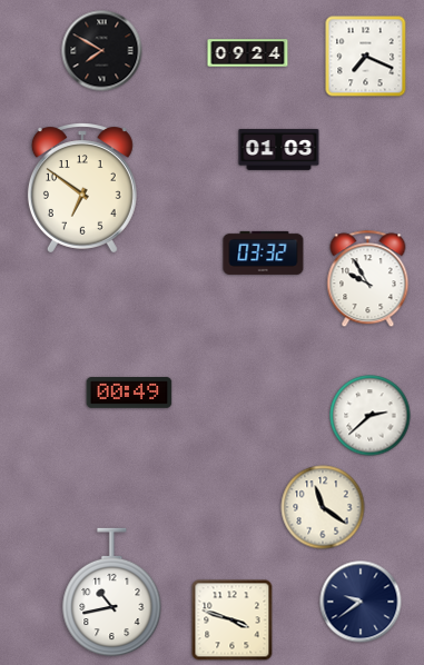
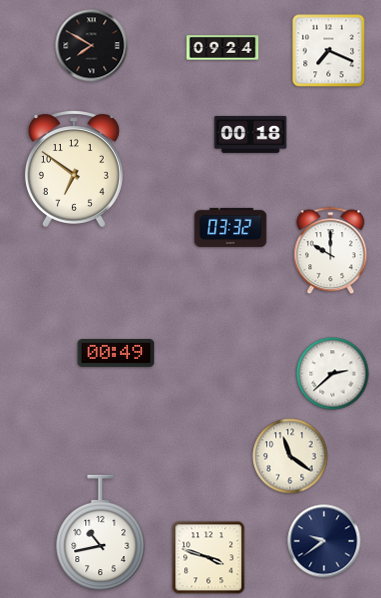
clock at (279, 150): 01:03 -> 00:18
clock at (264, 252) position: (264, 252) -> (231, 227)
clock at (368, 279): 9:55 -> 10:00
